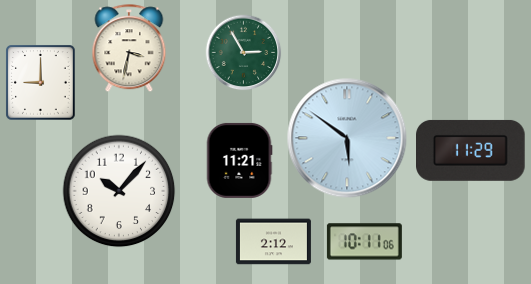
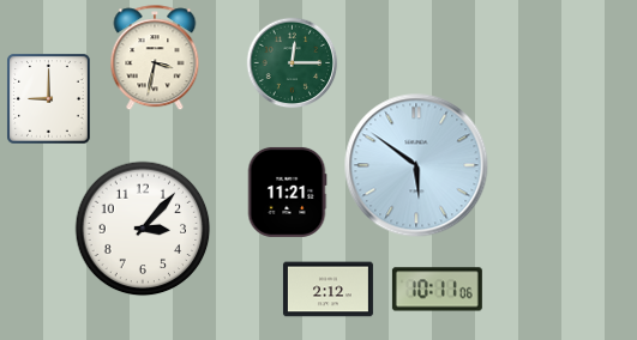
clock at (244, 53): 2:55 -> 12:15
clock at (471, 150): 11:29 -> none
clock at (119, 191): 10:07 -> 3:07
